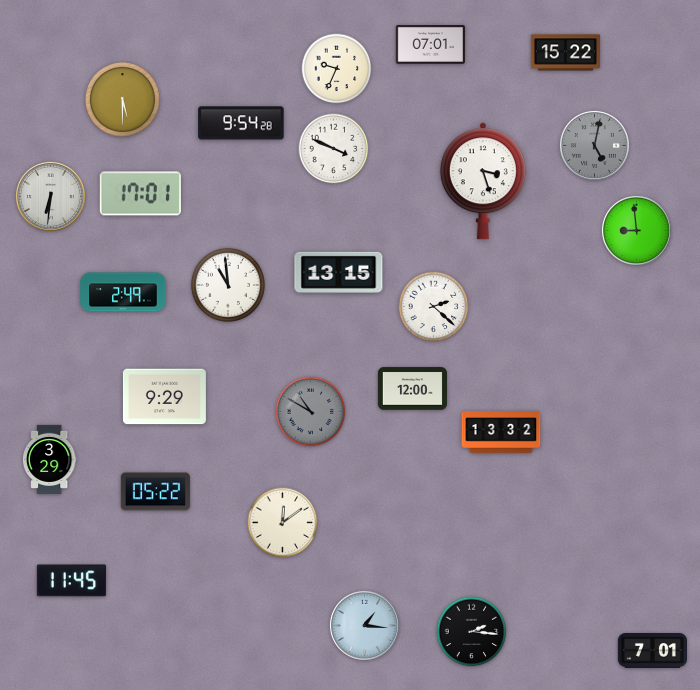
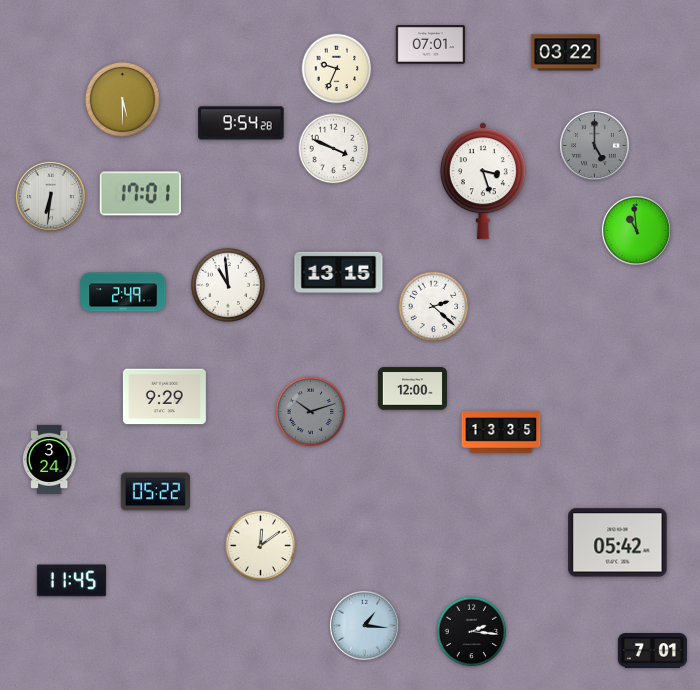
clock at (565, 53): 15:22 -> 03:22
clock at (594, 145): 5:02 -> 5:00
clock at (636, 230): 8:59 -> 10:59
clock at (311, 412): 10:50 -> 10:12
clock at (501, 432): 13:32 -> 13:35
clock at (49, 459): 3:29 -> 3:24
clock at (283, 523) position: (283, 523) -> (261, 546)
clock at (618, 543): none -> 05:42
